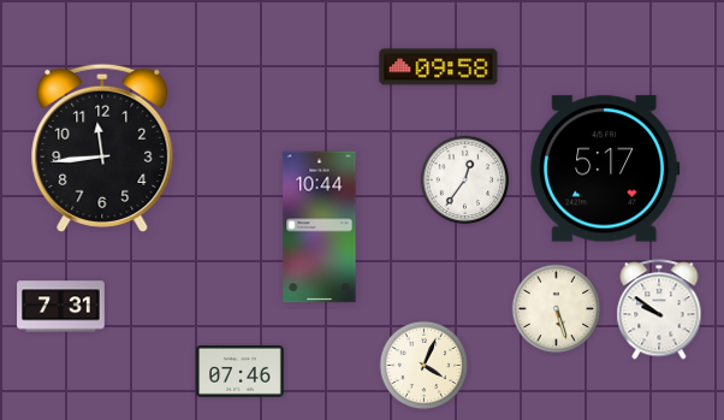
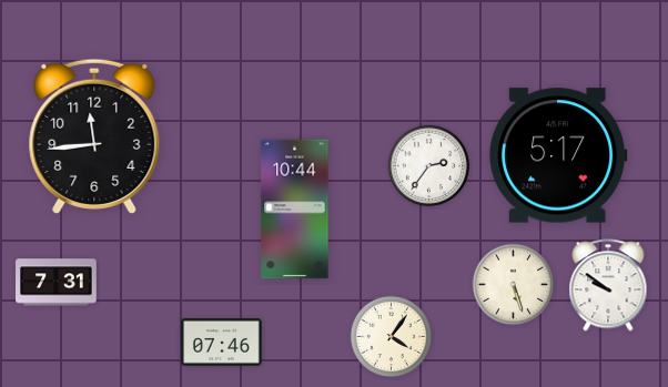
clock at (439, 67): 09:58 -> none
clock at (465, 181): 12:36 -> 2:36
clock at (425, 366): 4:04 -> 4:06
